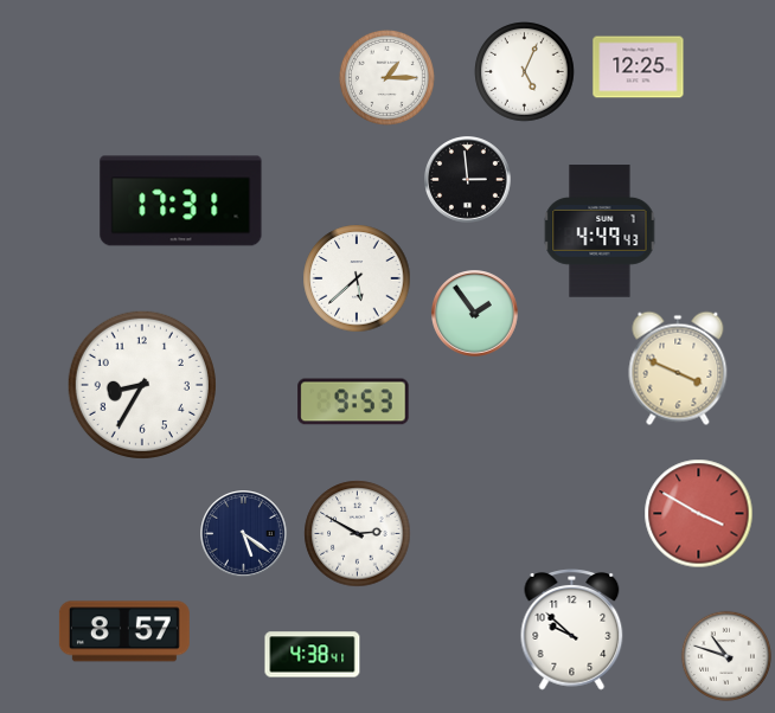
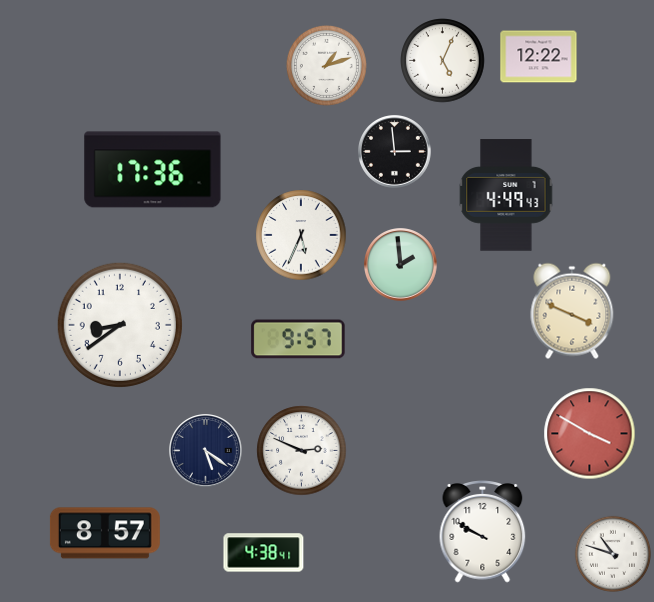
clock at (639, 68): 12:25 -> 12:22
clock at (386, 77): 1:15 -> 1:12
clock at (181, 201): 17:31 -> 17:36
clock at (357, 278): 5:38 -> 5:34
clock at (475, 314): 1:54 -> 1:59
clock at (142, 385): 8:35 -> 8:39
clock at (353, 402): 9:53 -> 9:57
clock at (358, 534): 2:50 -> 2:49
clock at (572, 630): 9:52 -> 9:50
